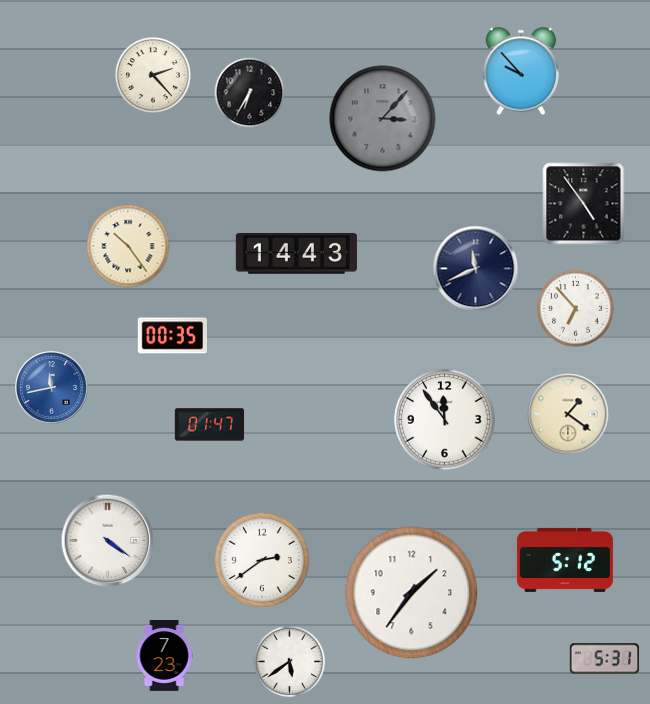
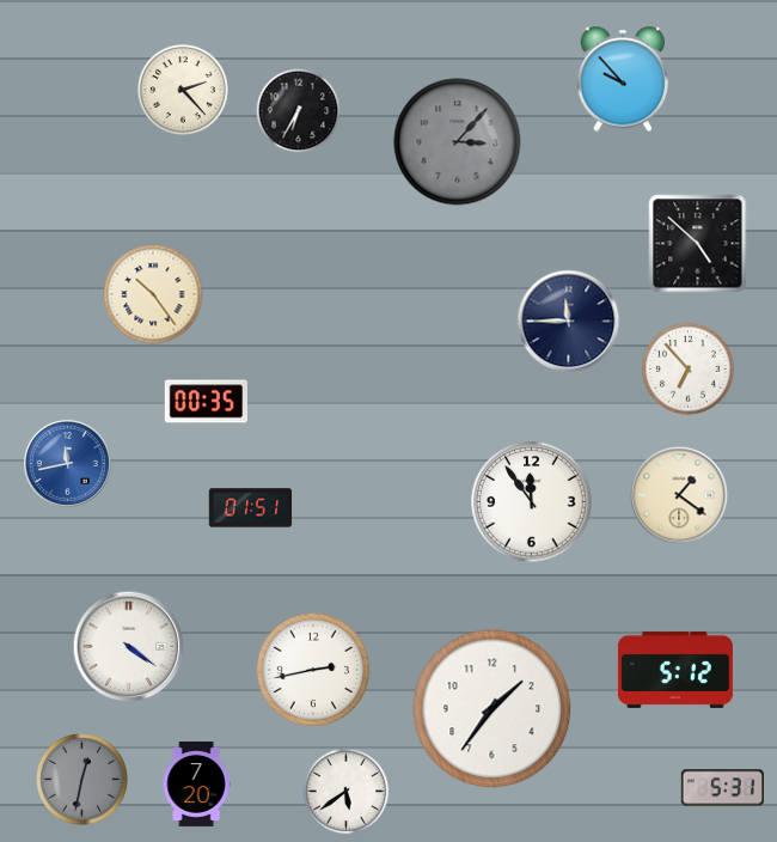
clock at (521, 71) position: (521, 71) -> (623, 79)
clock at (584, 204): 4:54 -> 4:52
clock at (296, 254): 14:43 -> none
clock at (476, 269): 11:41 -> 11:45
clock at (52, 388) position: (52, 388) -> (68, 464)
clock at (210, 425): 01:47 -> 01:51
clock at (262, 560): 2:39 -> 2:43
clock at (82, 780): none -> 12:32
clock at (164, 655): 7:23 -> 7:20
